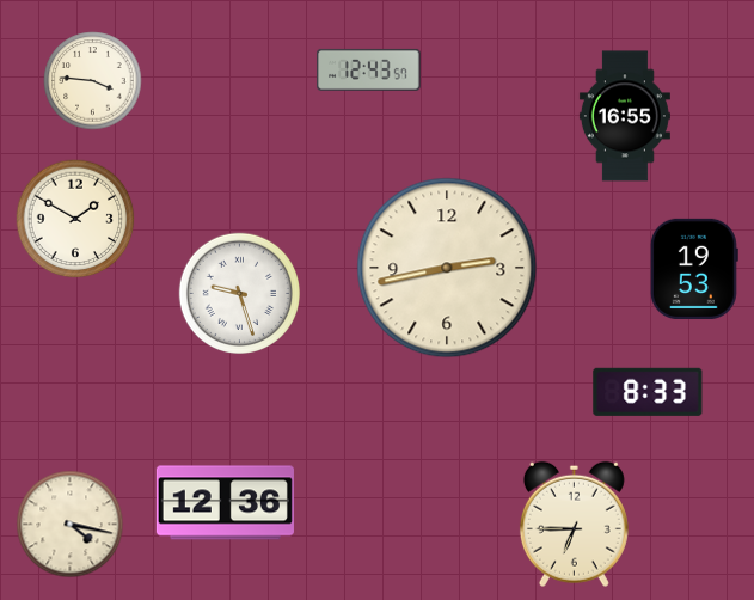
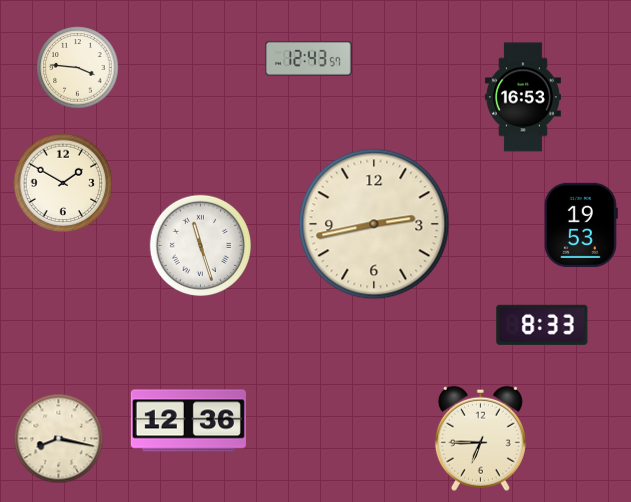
clock at (625, 116): 16:55 -> 16:53
clock at (239, 293): 9:27 -> 11:27
clock at (648, 392) position: (648, 392) -> (542, 325)
clock at (71, 525): 4:17 -> 8:17
